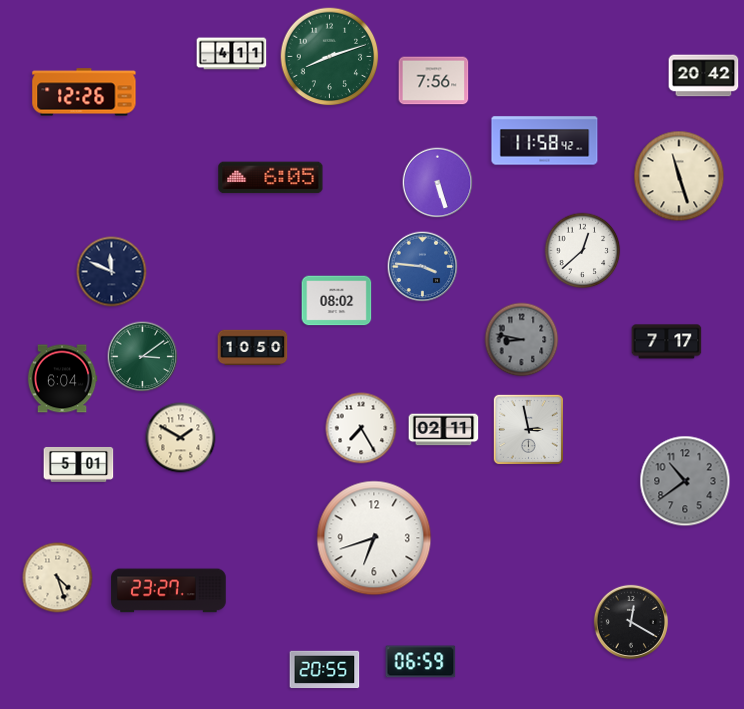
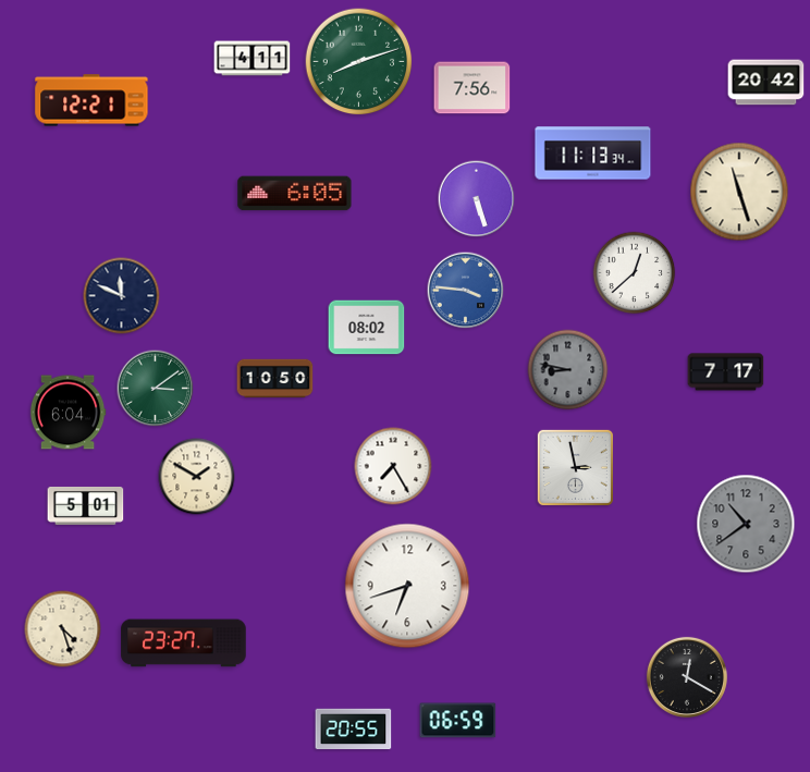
clock at (84, 92): 12:26 -> 12:21
clock at (545, 141): 11:58 -> 11:13
clock at (423, 267) position: (423, 267) -> (466, 291)
clock at (444, 430): 02:11 -> none
